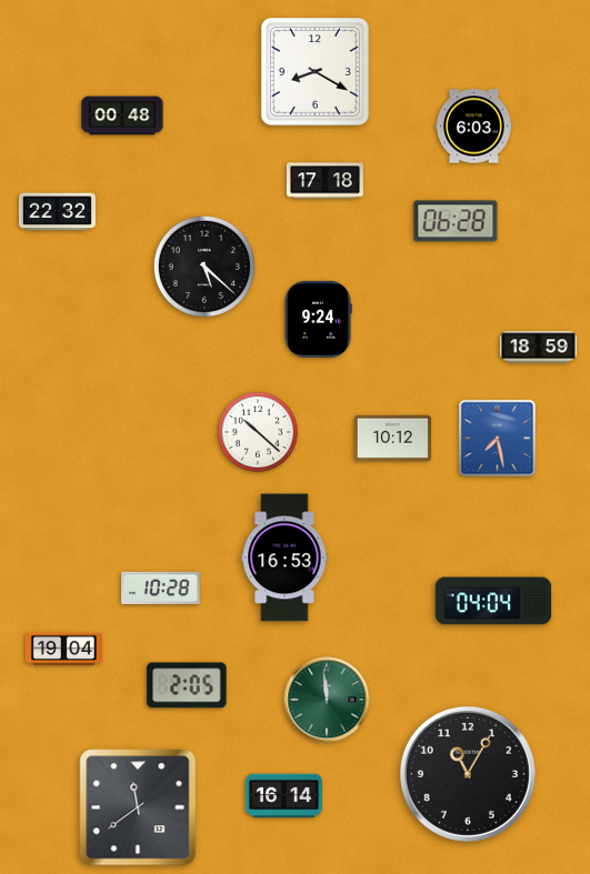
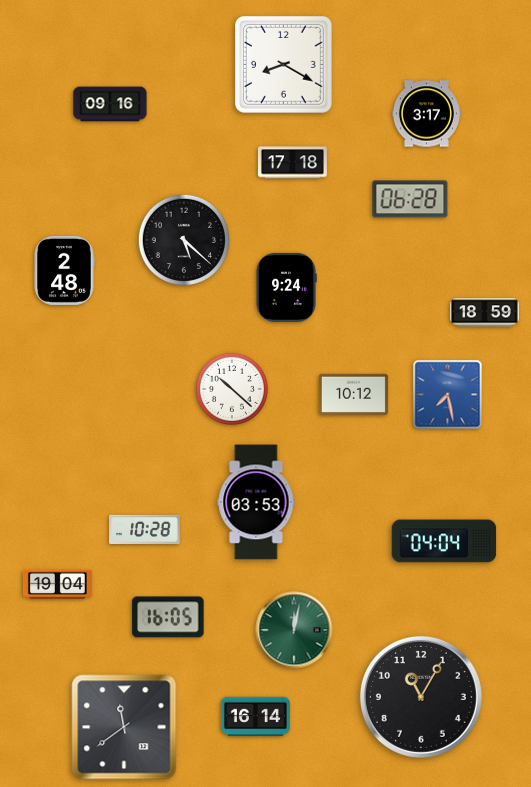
clock at (122, 115): 00:48 -> 09:16
clock at (473, 127): 6:03 -> 3:17
clock at (57, 212): 22:32 -> none
clock at (64, 270): none -> 2:48
clock at (284, 557): 16:53 -> 03:53
clock at (187, 685): 2:05 -> 16:05
clock at (327, 700): 11:59 -> 12:02
